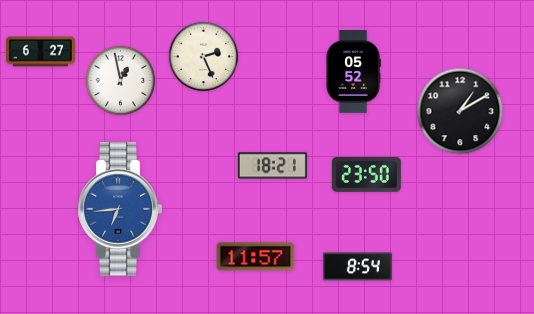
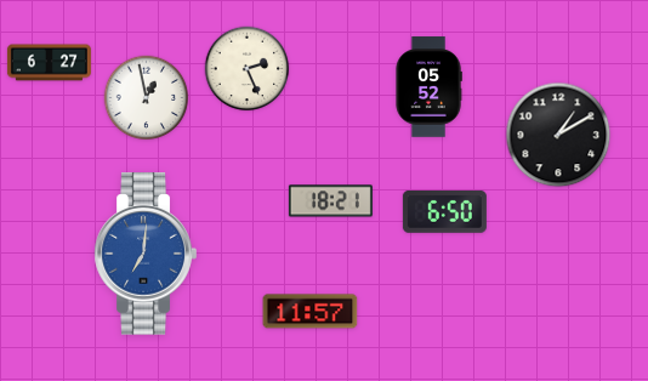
clock at (366, 174): 23:50 -> 6:50
clock at (120, 209): 6:44 -> 7:01
clock at (357, 267): 8:54 -> none
